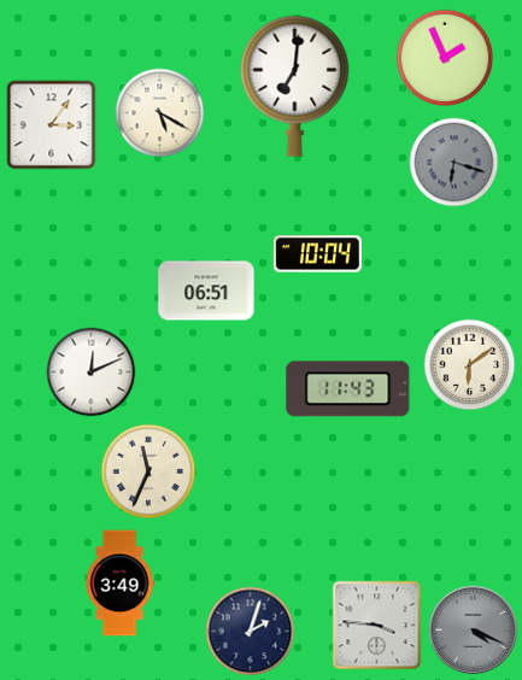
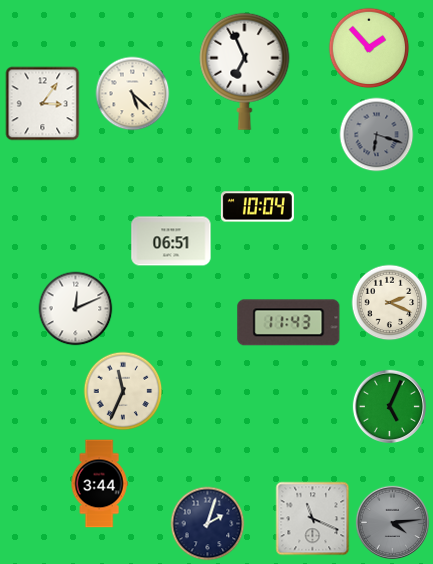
clock at (445, 58): 1:56 -> 1:53
clock at (295, 86): 7:01 -> 6:56
clock at (160, 113): 5:20 -> 5:22
clock at (317, 254) position: (317, 254) -> (257, 207)
clock at (470, 365): 6:09 -> 2:19
clock at (389, 406): none -> 5:04
clock at (119, 584): 3:49 -> 3:44
clock at (377, 626): 3:46 -> 11:19
clock at (473, 629): 4:19 -> 4:14
